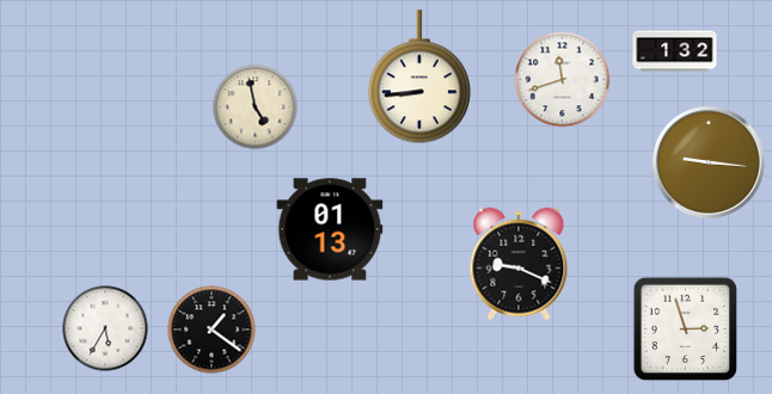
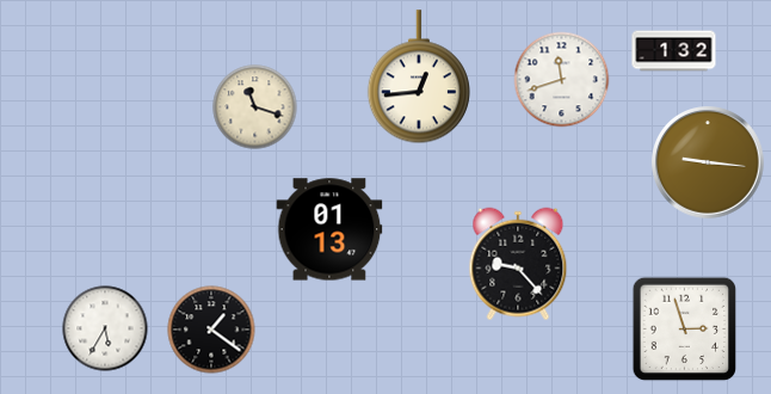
clock at (419, 78): 8:44 -> 12:44
clock at (256, 107): 4:58 -> 11:18
clock at (519, 264): 9:19 -> 9:23
